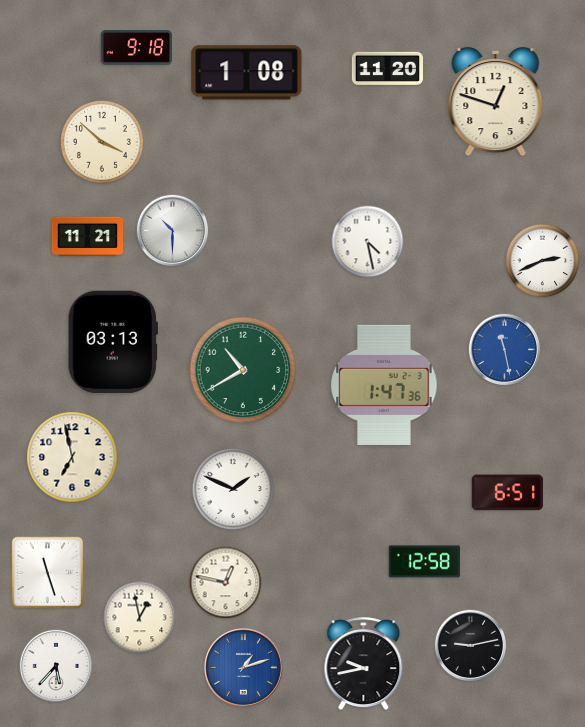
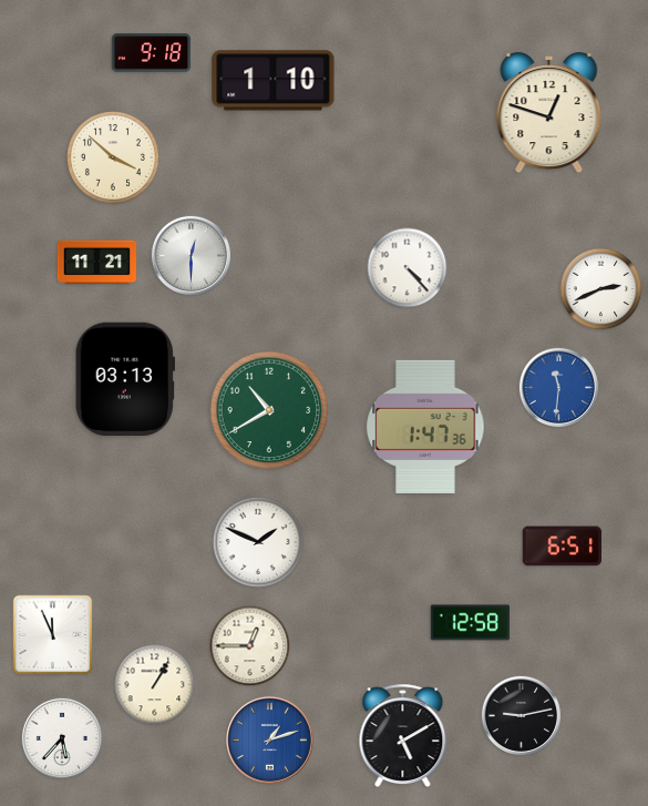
clock at (387, 68): 11:20 -> none
clock at (247, 73): 1:08 -> 1:10
clock at (173, 231): 10:30 -> 12:30
clock at (368, 242): 4:28 -> 4:23
clock at (505, 350): 11:28 -> 11:31
clock at (72, 457): 6:58 -> none
clock at (48, 573): 11:27 -> 11:56
clock at (226, 583): 12:47 -> 12:45
clock at (140, 618): 12:58 -> 1:05
clock at (364, 663): 9:43 -> 5:10
